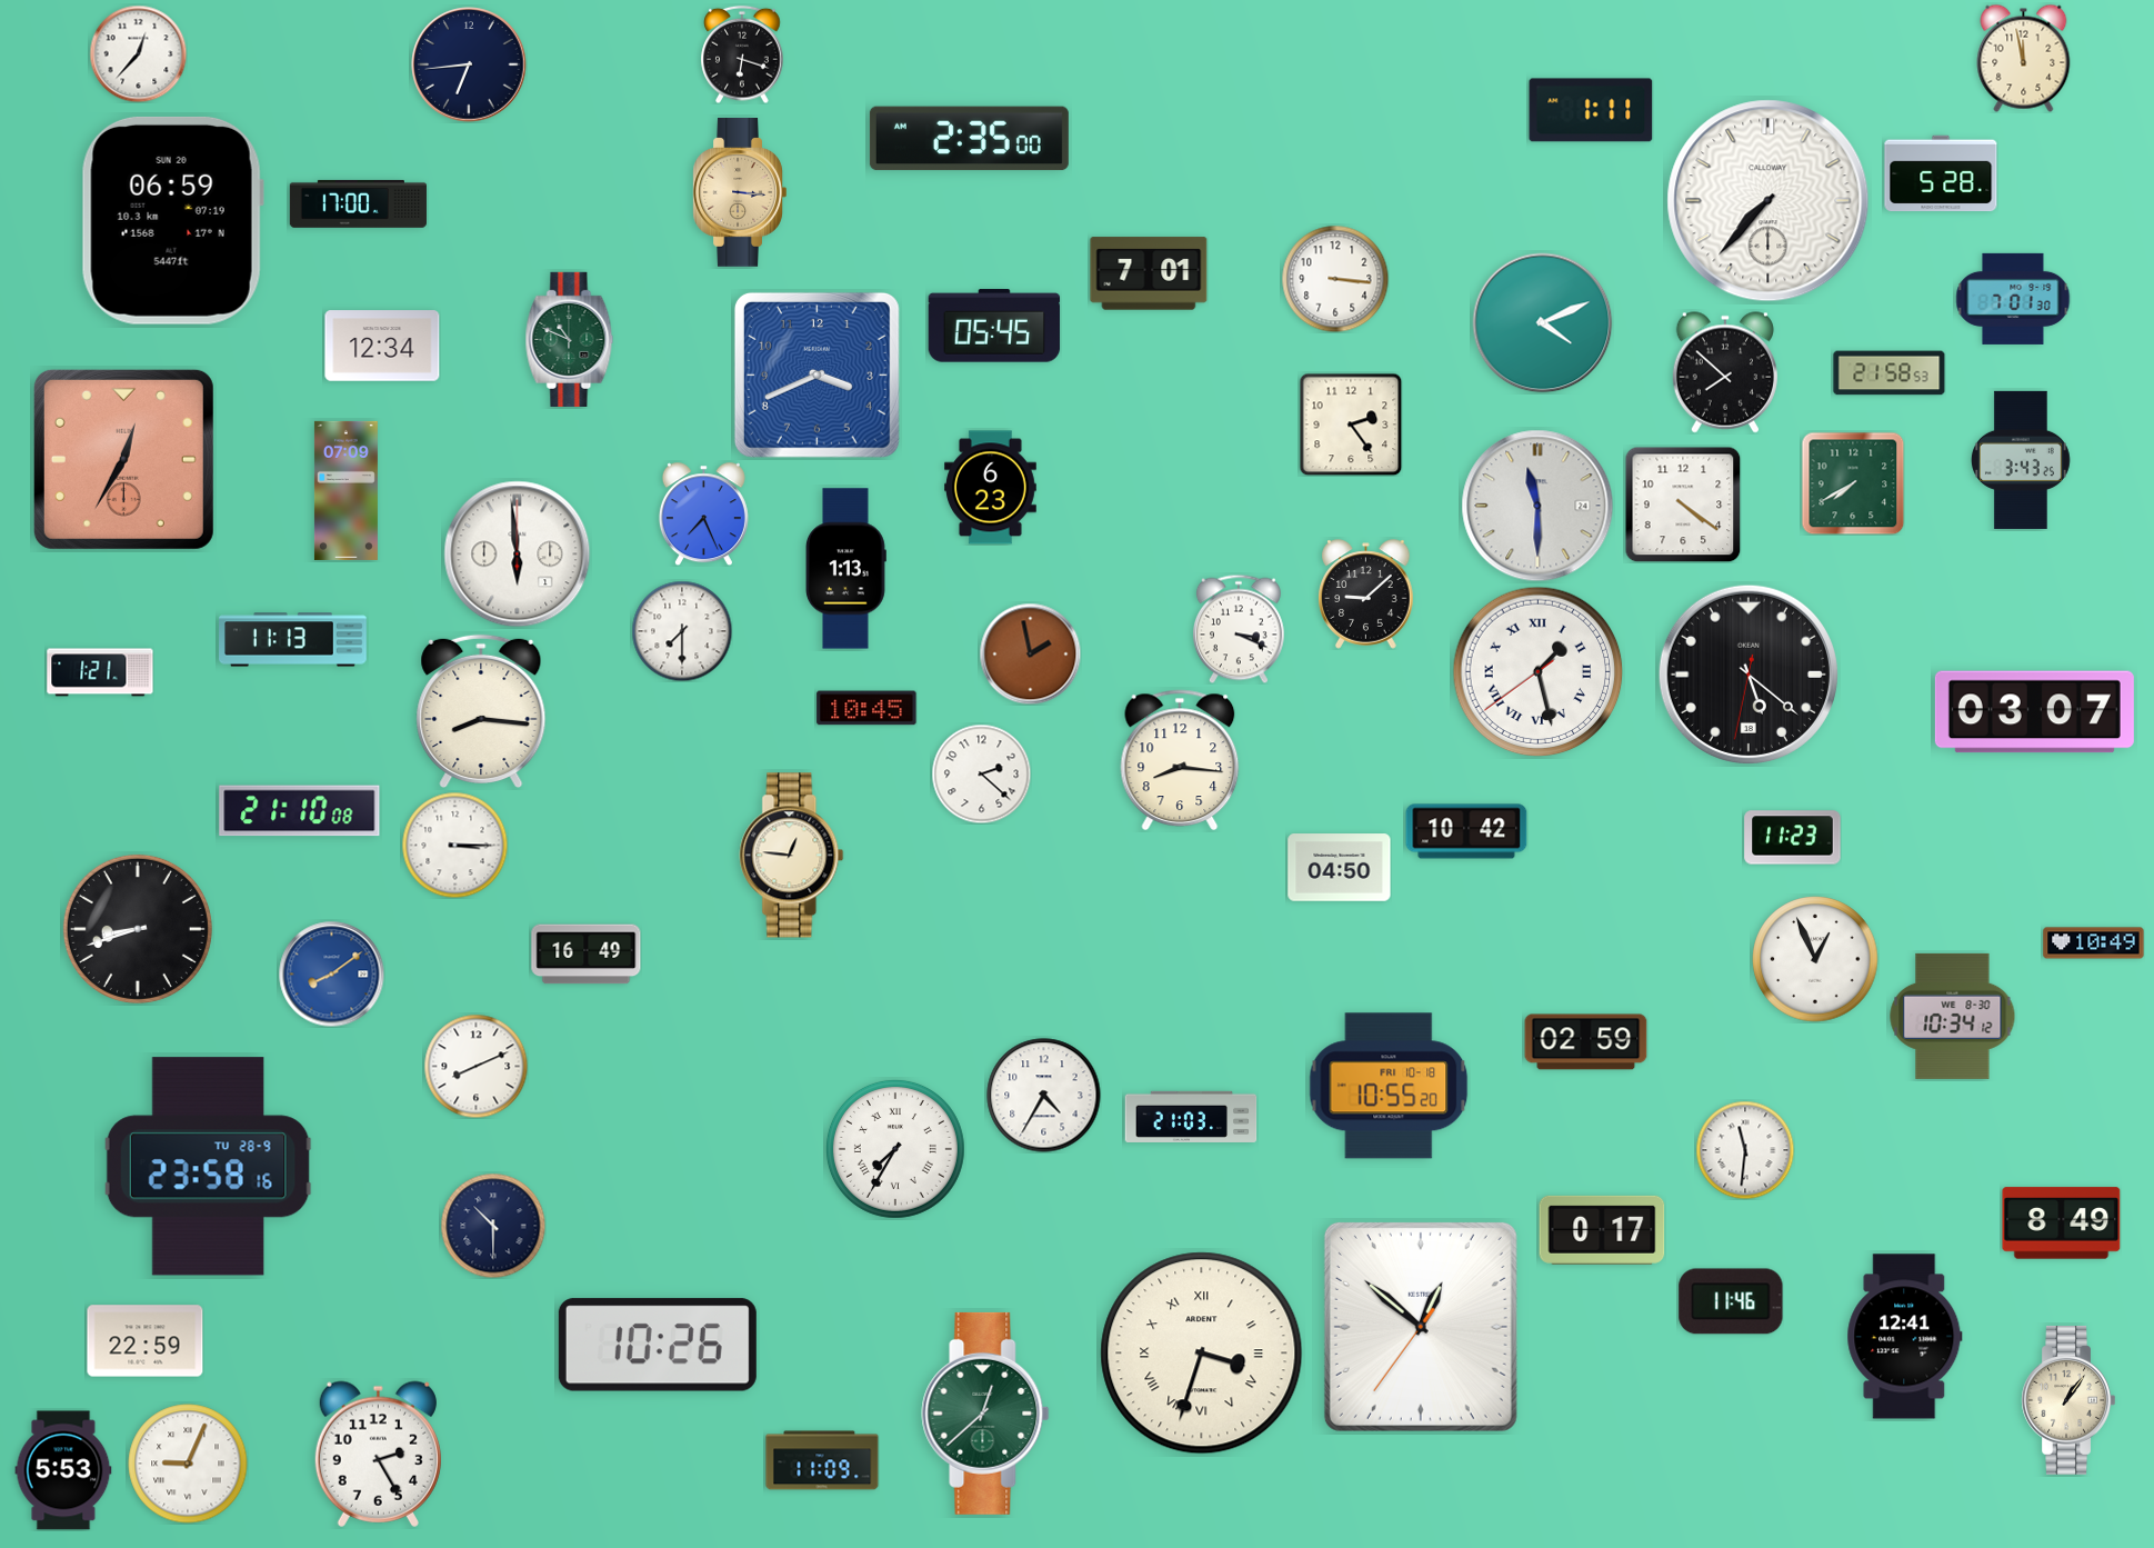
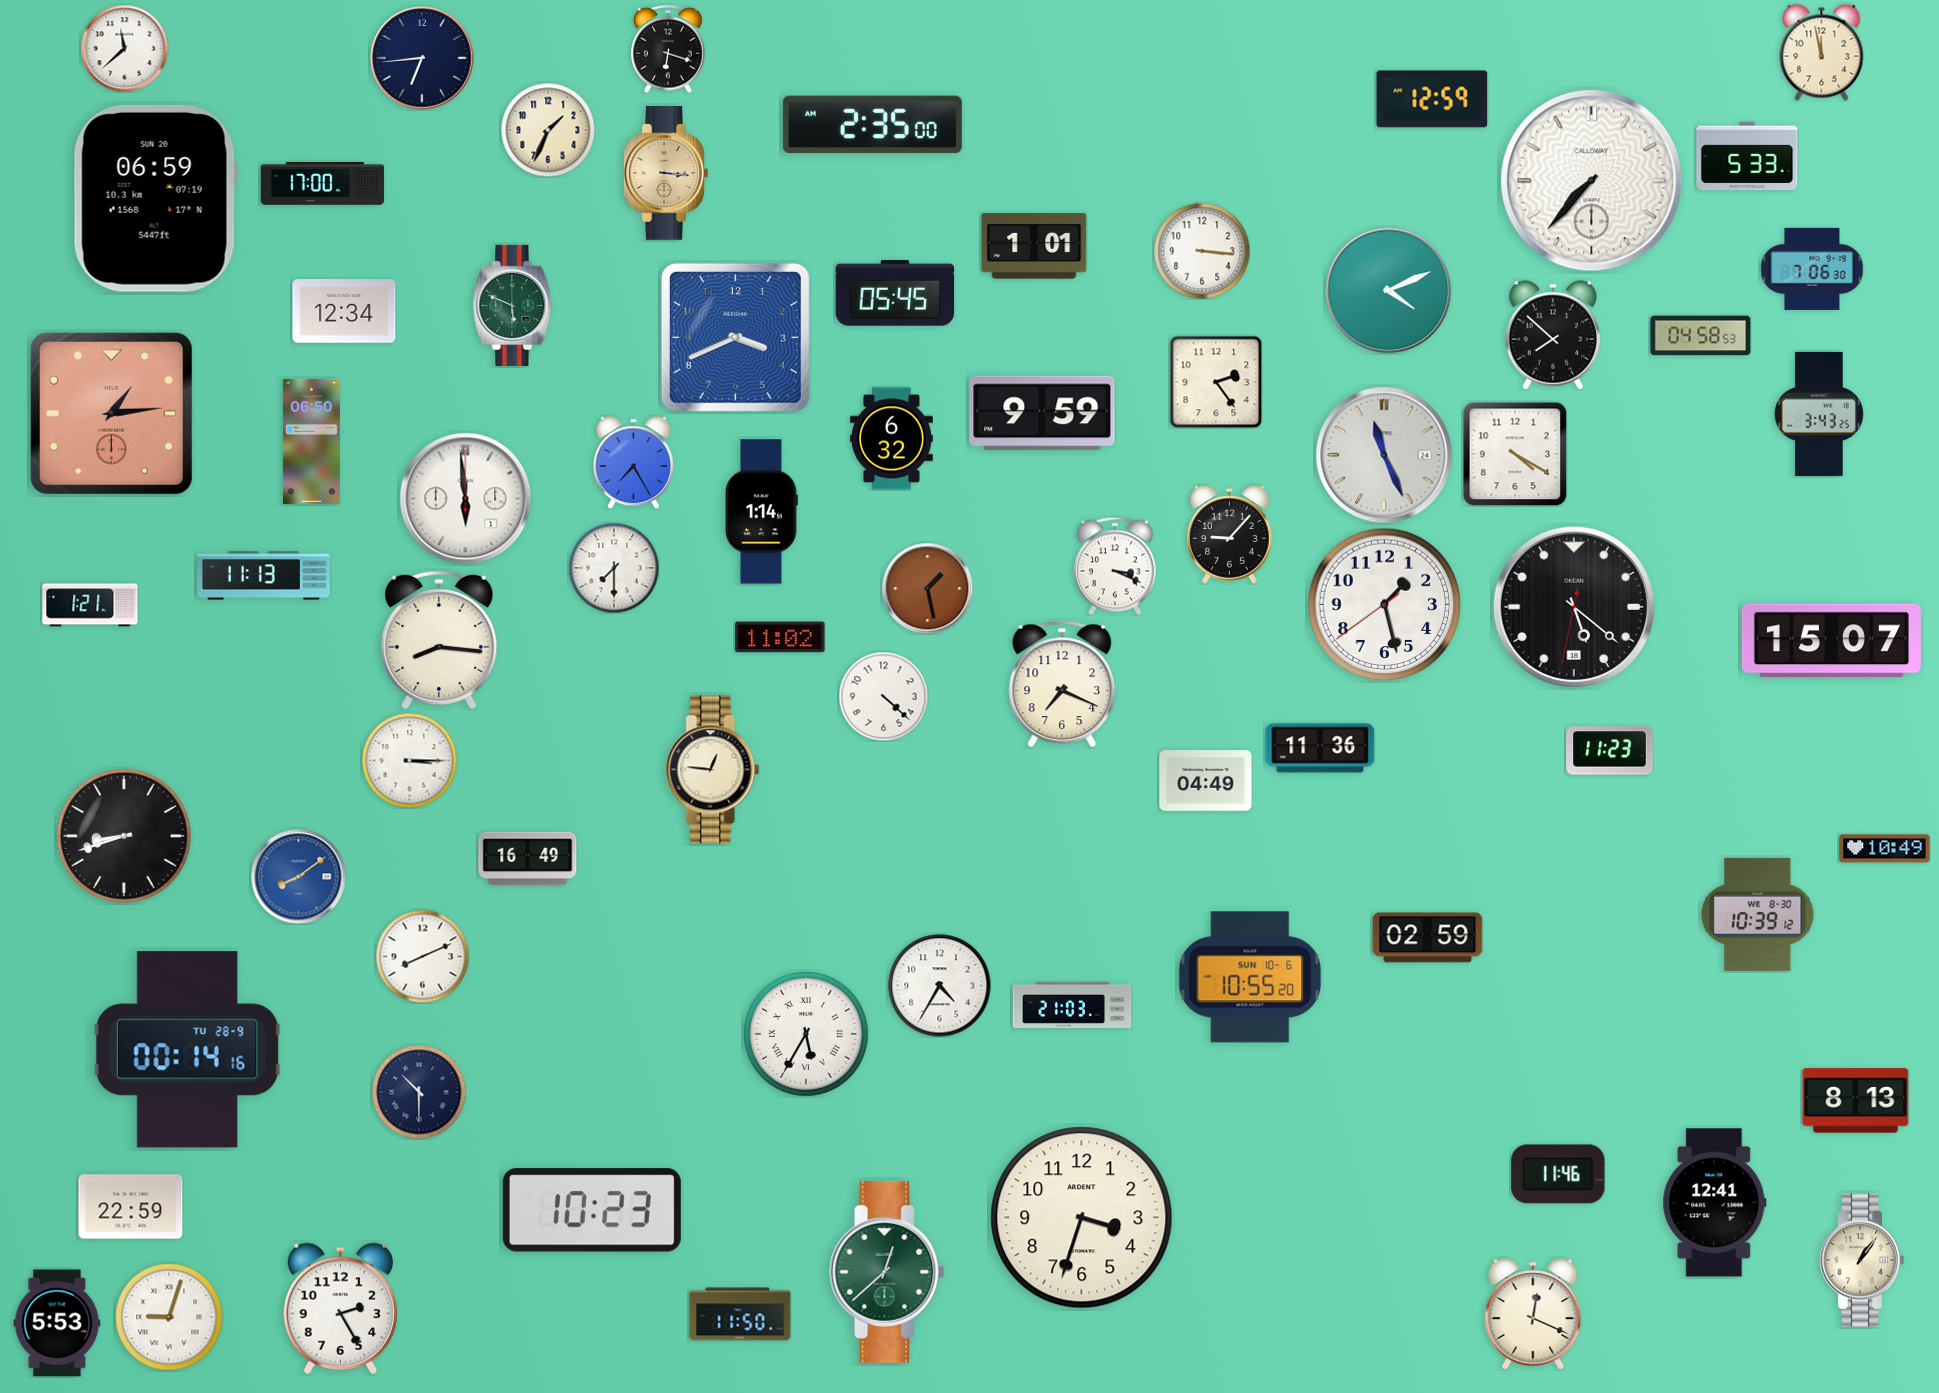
clock at (138, 53): 12:37 -> 11:38
clock at (1591, 110): 1:11 -> 12:59
clock at (548, 130): none -> 1:34
clock at (1941, 173): 5:28 -> 5:33
clock at (1149, 273): 7:01 -> 1:01
clock at (2013, 299): 7:01 -> 7:06
clock at (570, 339): 10:49 -> 5:49
clock at (1890, 373): 21:58 -> 04:58
clock at (123, 459): 12:35 -> 1:14
clock at (1042, 413): none -> 9:59
clock at (1853, 483): 7:40 -> none
clock at (991, 488): 6:23 -> 6:32
clock at (345, 490): 07:09 -> 06:50
clock at (1683, 505): 4:21 -> 4:20
clock at (1537, 506): 11:30 -> 11:26
clock at (703, 513): 7:26 -> 7:25
clock at (845, 569): 1:13 -> 1:14
clock at (1366, 595): 9:08 -> 9:07
clock at (1030, 653): 1:58 -> 1:28
clock at (1539, 672) numerals: Roman -> Arabic
clock at (866, 708): 10:45 -> 11:02
clock at (481, 710) position: (481, 710) -> (439, 639)
clock at (2034, 712): 03:07 -> 15:07
clock at (1180, 759): 8:16 -> 7:19
clock at (981, 773): 2:22 -> 4:22
clock at (300, 811): 21:10 -> none
clock at (1466, 831): 10:42 -> 11:36
clock at (1793, 838) position: (1793, 838) -> (1610, 751)
clock at (1340, 868): 04:50 -> 04:49
clock at (1815, 959): 12:56 -> none
clock at (1953, 1016): 10:34 -> 10:39
clock at (475, 1066) position: (475, 1066) -> (422, 956)
clock at (1389, 1086) date: FRI 10-18 -> SUN 10-6
clock at (895, 1149): 7:35 -> 5:35
clock at (1745, 1150): 11:31 -> none
clock at (208, 1167): 23:58 -> 00:14
clock at (2062, 1224): 8:49 -> 8:13
clock at (493, 1226) position: (493, 1226) -> (419, 1092)
clock at (1602, 1230): 0:17 -> none
clock at (1731, 1301) position: (1731, 1301) -> (1558, 1174)
clock at (1421, 1327): 12:51 -> none
clock at (658, 1345): 10:26 -> 10:23
clock at (1202, 1354) numerals: Roman -> Arabic
clock at (822, 1460): 11:09 -> 11:50
clock at (1533, 1315): none -> 12:19
clock at (188, 1464): 9:04 -> 9:03
